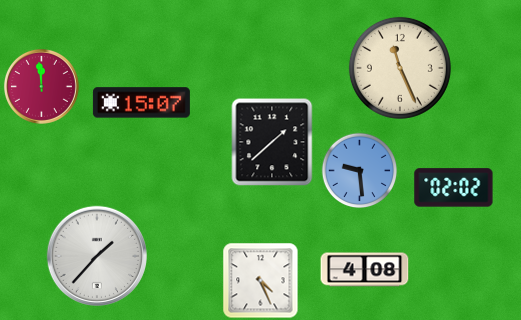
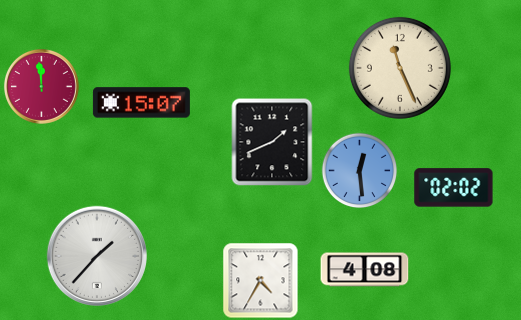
clock at (272, 142): 1:38 -> 1:41
clock at (360, 171): 9:29 -> 12:29
clock at (261, 281): 4:26 -> 4:35
